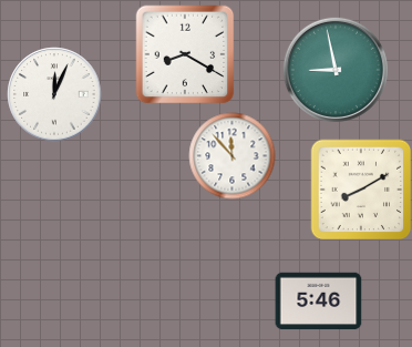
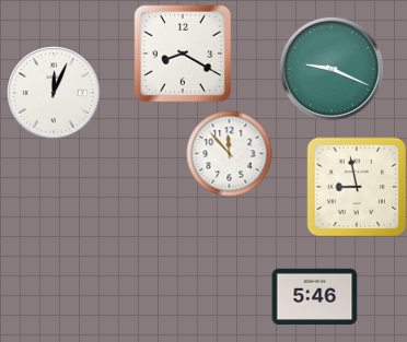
clock at (336, 70): 8:58 -> 9:19
clock at (361, 190): 8:10 -> 8:58
